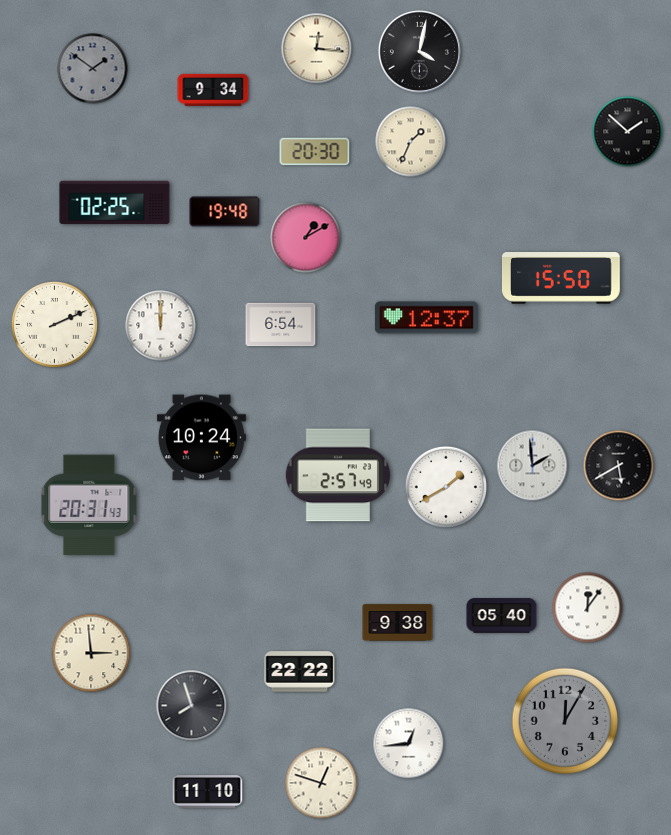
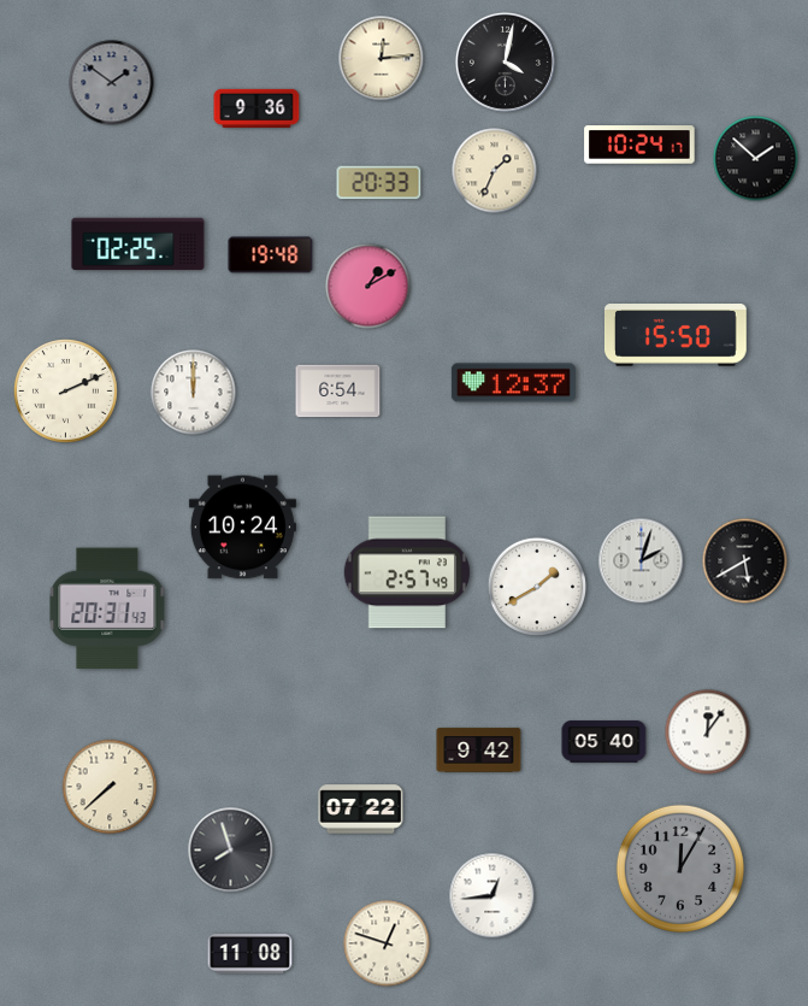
clock at (317, 49): 12:16 -> 12:14
clock at (213, 90): 9:34 -> 9:36
clock at (639, 145): none -> 10:24
clock at (315, 152): 20:30 -> 20:33
clock at (533, 466): 1:59 -> 2:03
clock at (398, 623): 9:38 -> 9:42
clock at (91, 653): 2:59 -> 7:38
clock at (300, 672): 22:22 -> 07:22
clock at (208, 792): 11:10 -> 11:08
